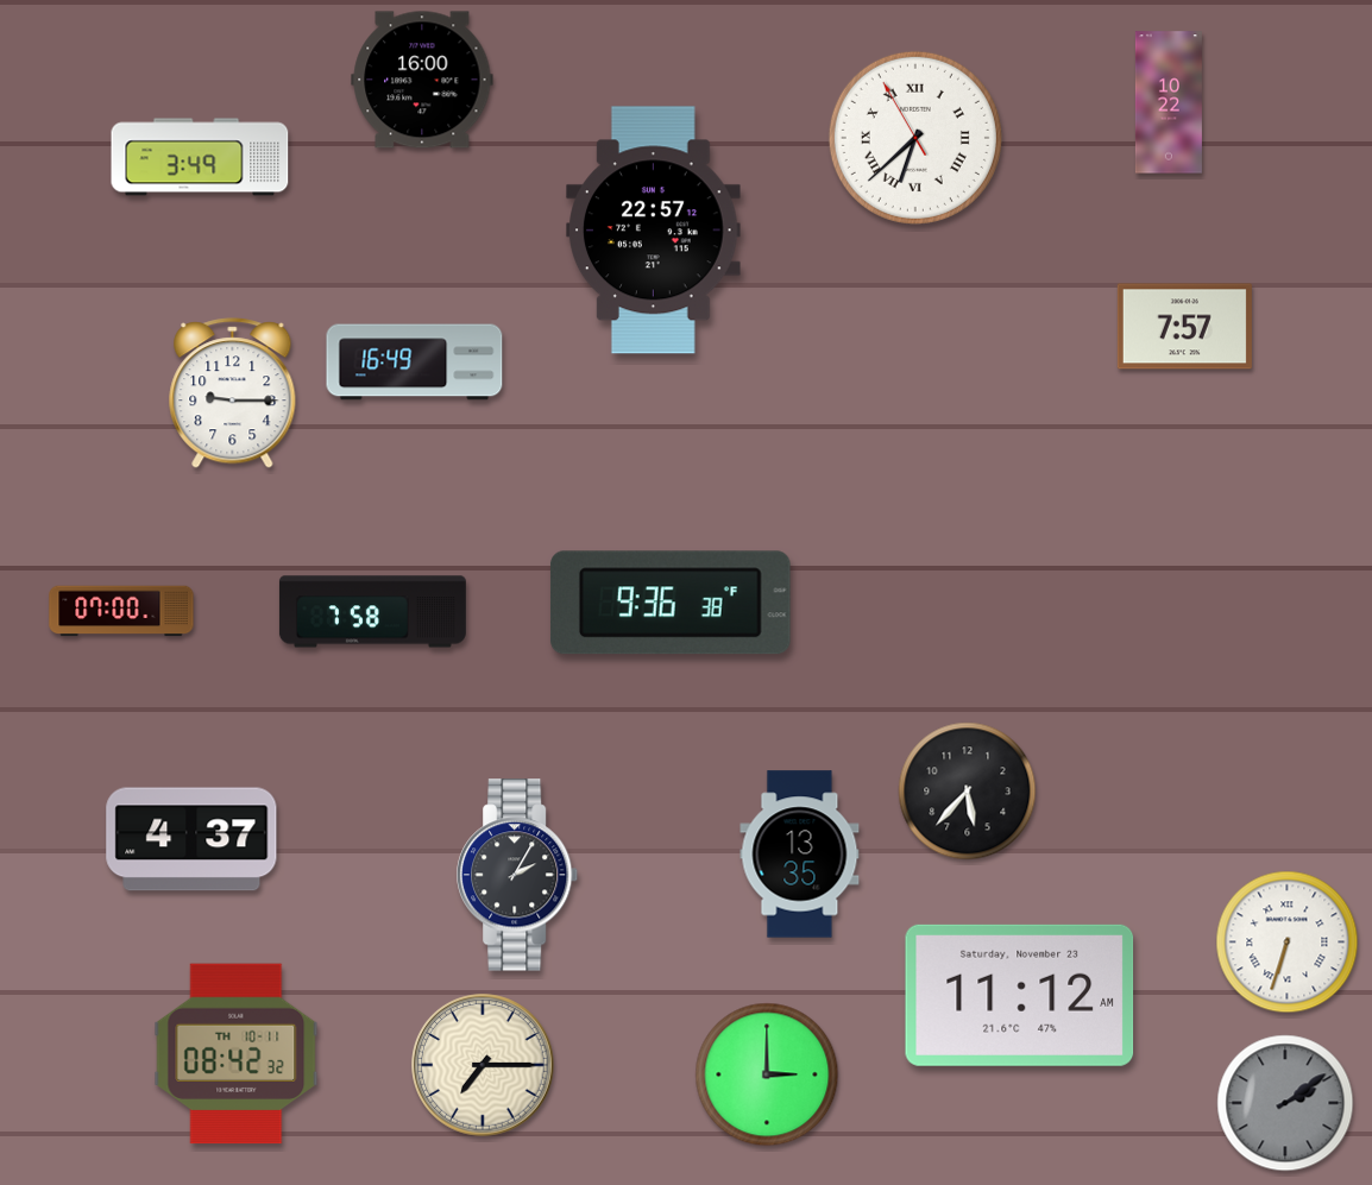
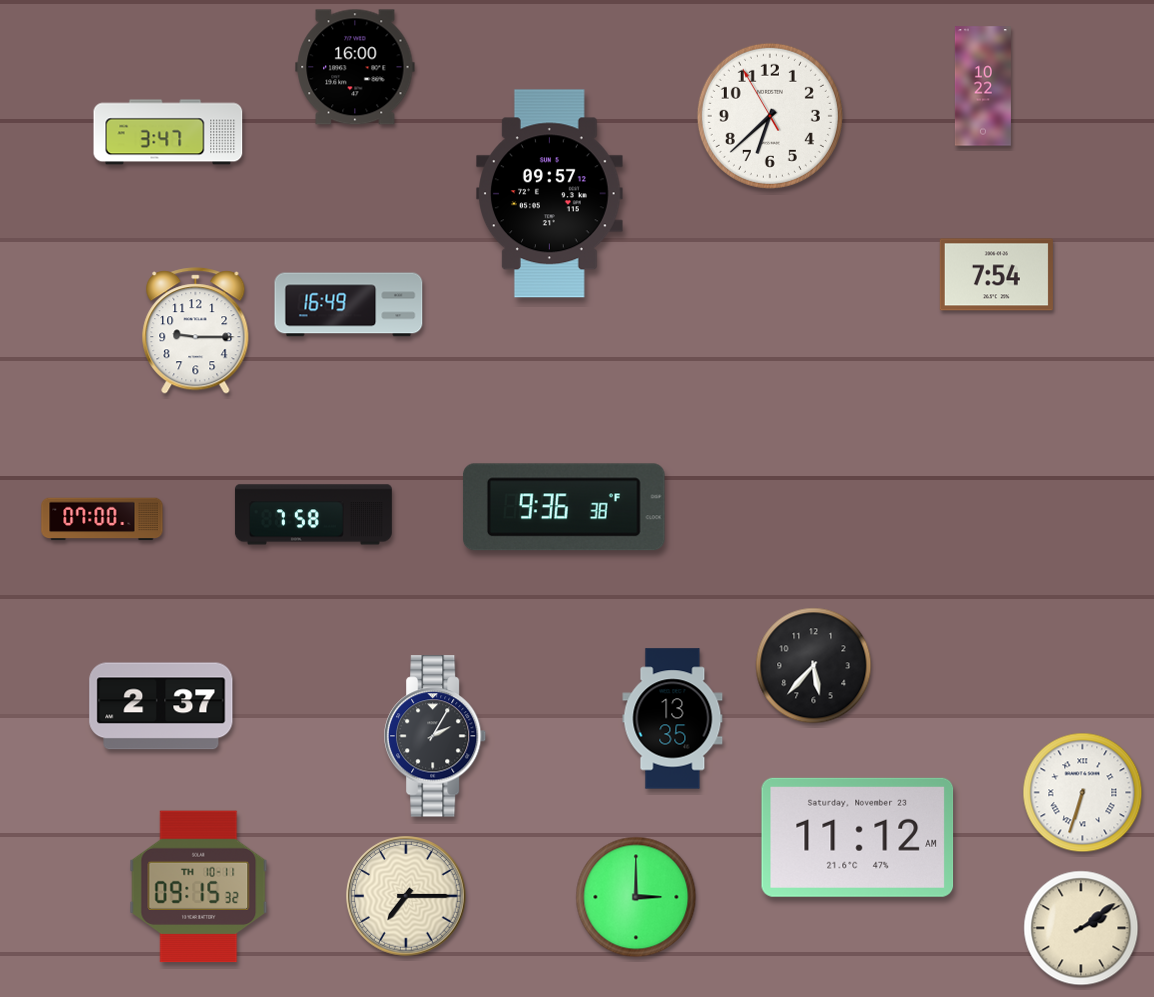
clock at (915, 138) numerals: Roman -> Arabic
clock at (200, 157): 3:49 -> 3:47
clock at (654, 231): 22:57 -> 09:57
clock at (1184, 327): 7:57 -> 7:54
clock at (121, 611) position: (121, 611) -> (102, 519)
clock at (191, 839): 4:37 -> 2:37
clock at (237, 1054): 08:42 -> 09:15
clock at (767, 1074) position: (767, 1074) -> (636, 897)
clock at (1285, 1103) dial: grey -> cream
